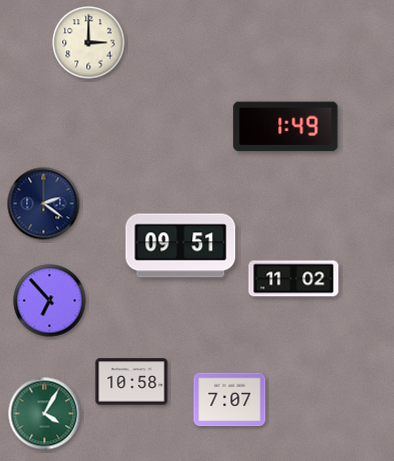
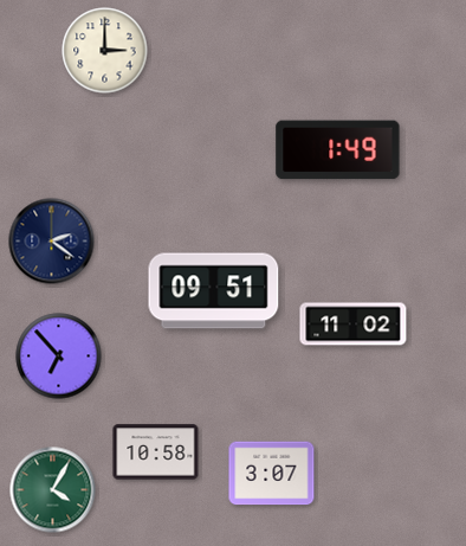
clock at (294, 279) position: (294, 279) -> (354, 325)
clock at (230, 400): 7:07 -> 3:07
